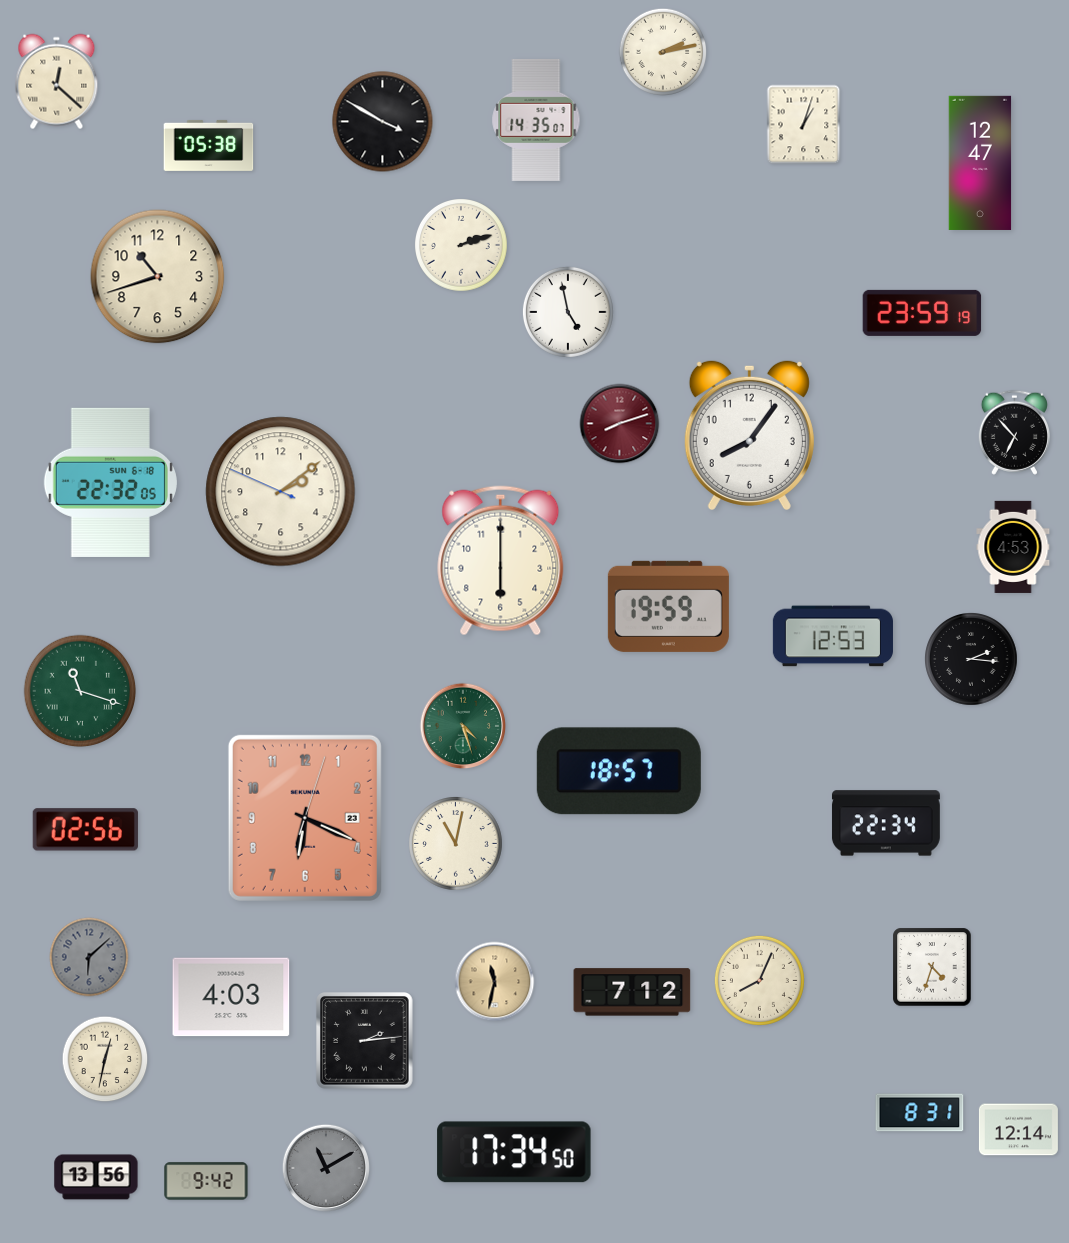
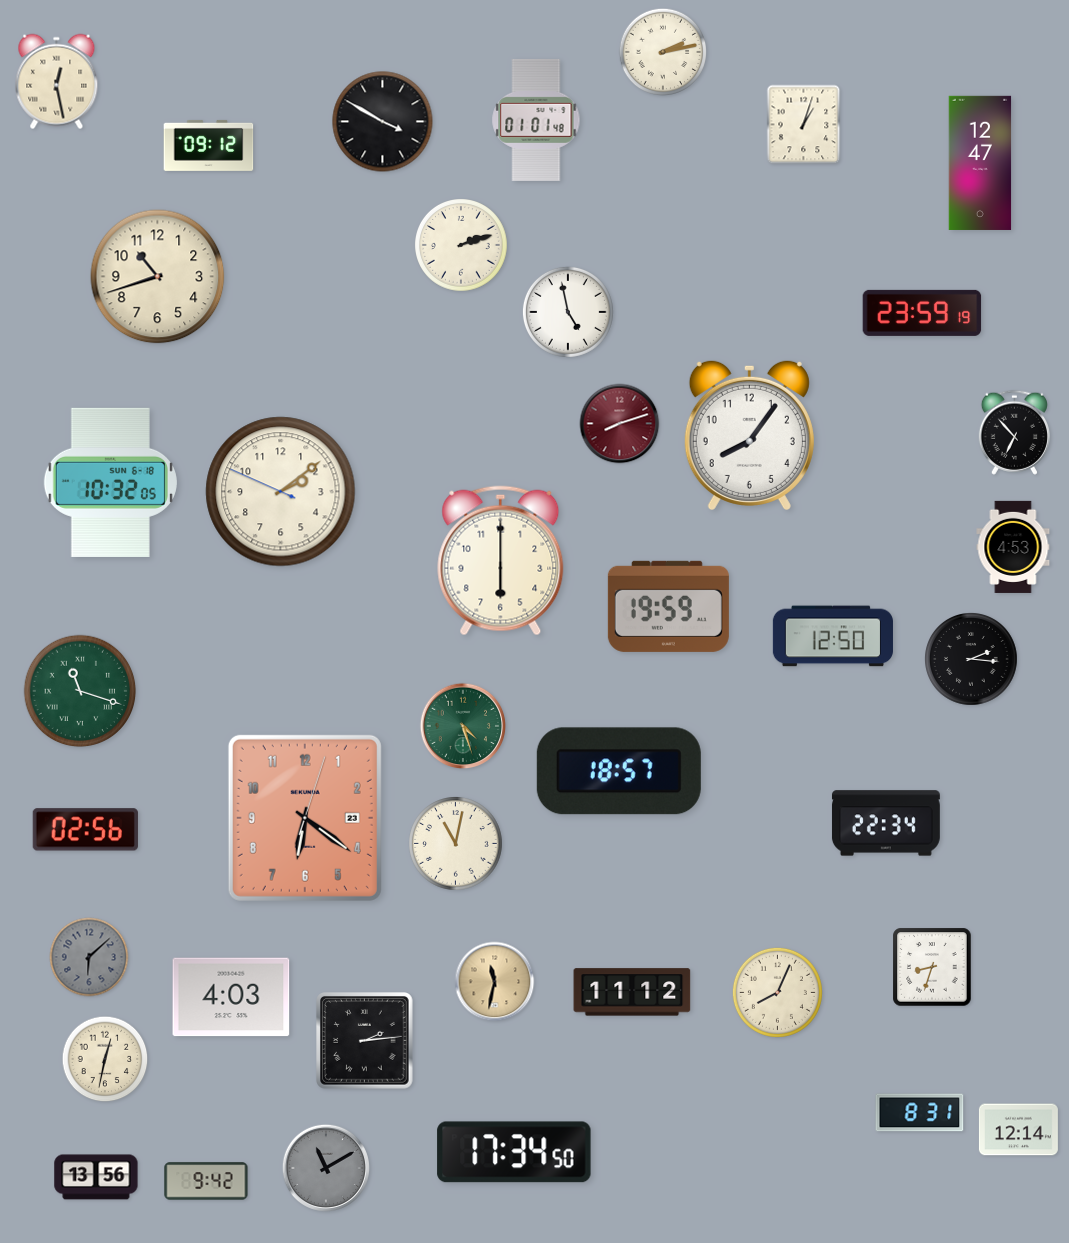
clock at (57, 82): 12:22 -> 12:28
clock at (536, 120): 14:35 -> 01:01
clock at (209, 145): 05:38 -> 09:12
clock at (110, 482): 22:32 -> 10:32
clock at (833, 636): 12:53 -> 12:50
clock at (305, 818): 6:19 -> 6:21
clock at (932, 967): 4:33 -> 8:33
clock at (759, 980) position: (759, 980) -> (777, 992)
clock at (632, 992): 7:12 -> 11:12
